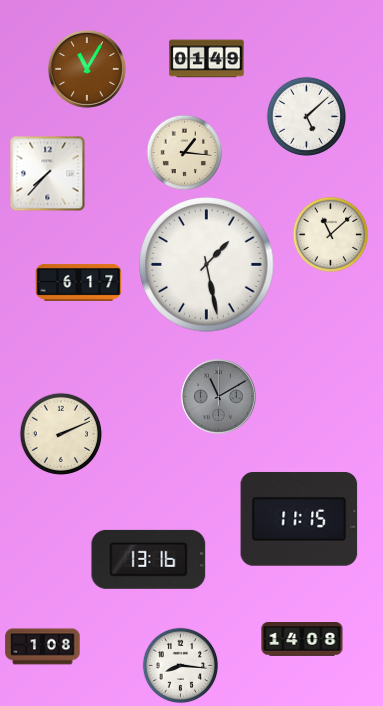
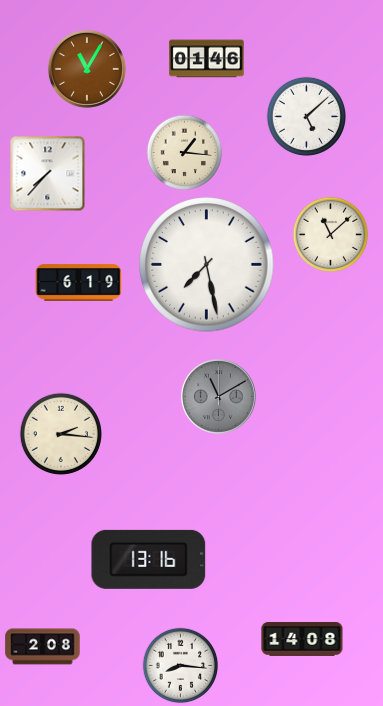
clock at (207, 59): 01:49 -> 01:46
clock at (207, 265): 1:28 -> 7:28
clock at (79, 283): 6:17 -> 6:19
clock at (60, 433): 2:11 -> 2:16
clock at (299, 519): 11:15 -> none
clock at (43, 647): 1:08 -> 2:08
